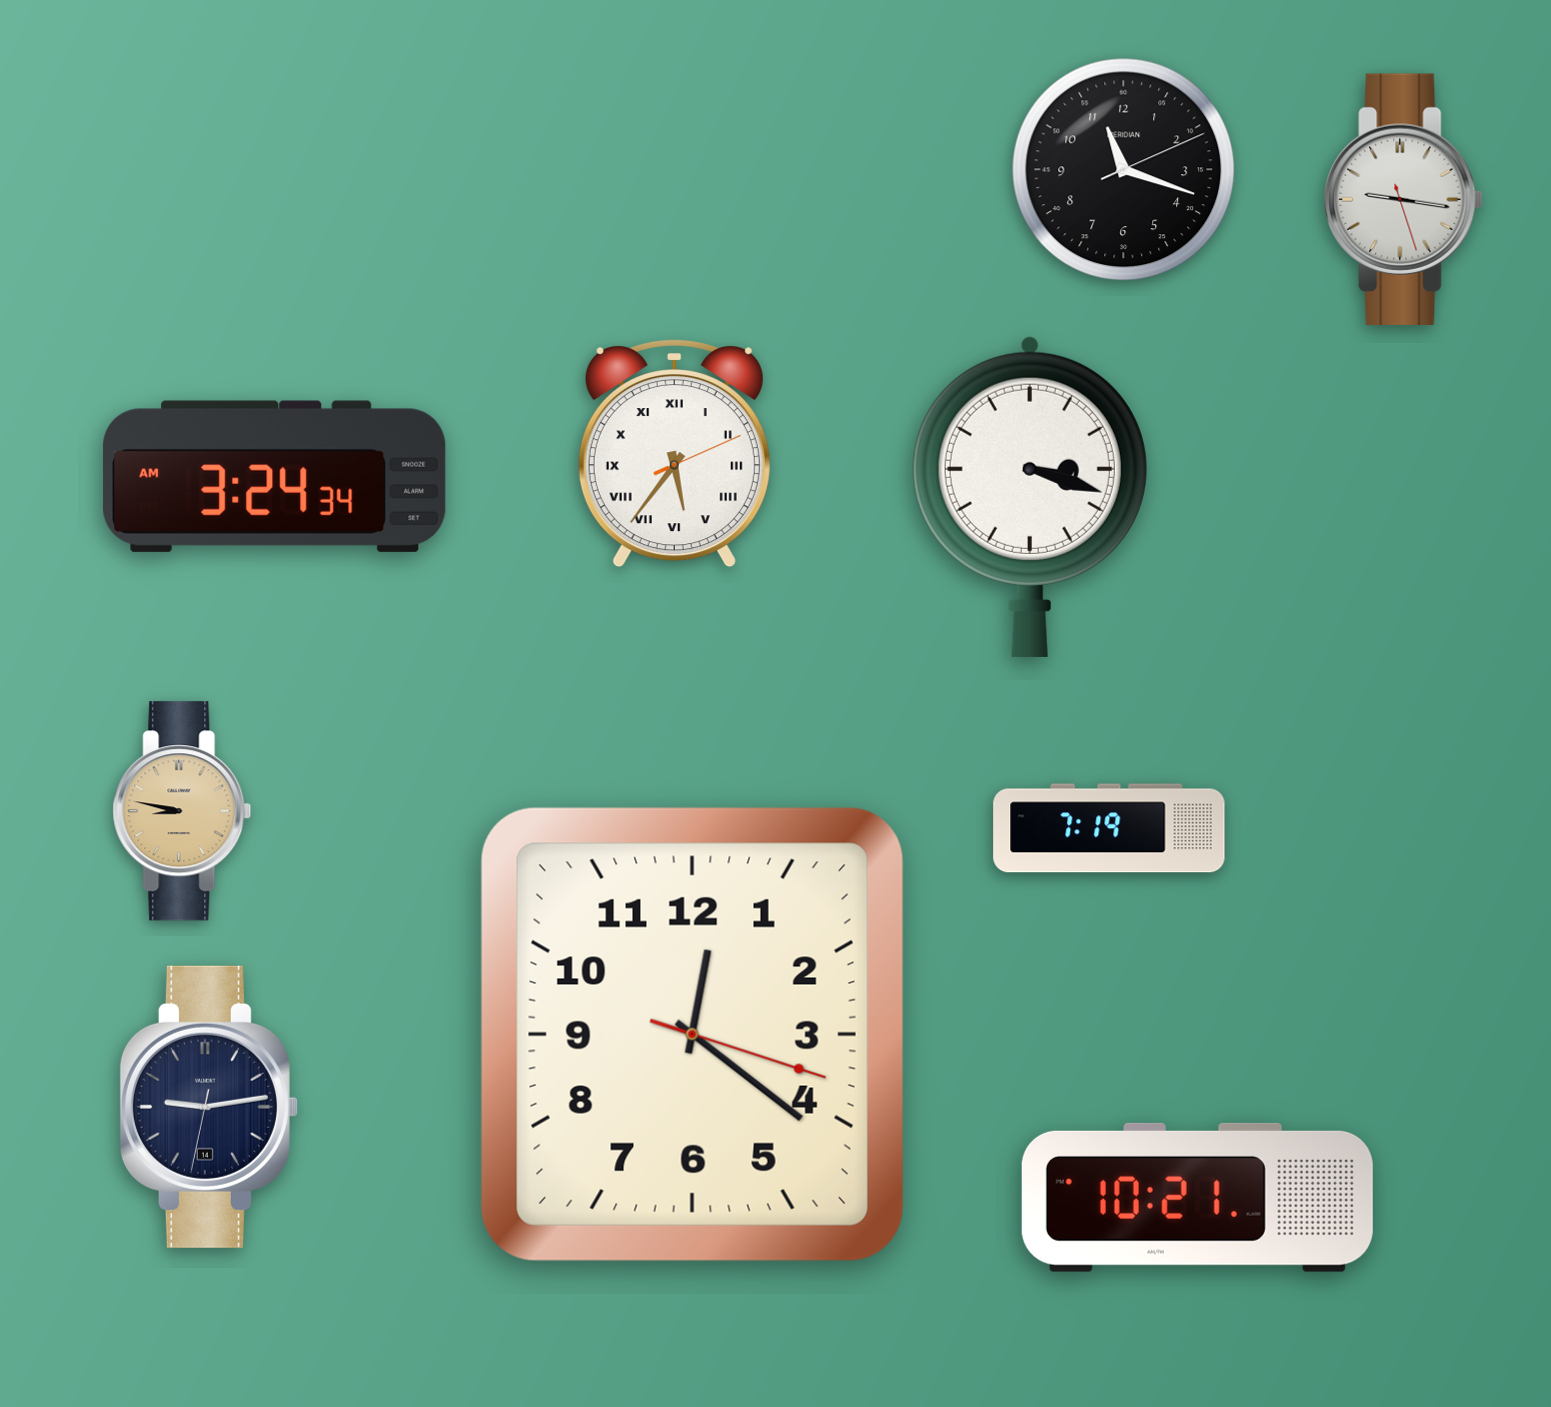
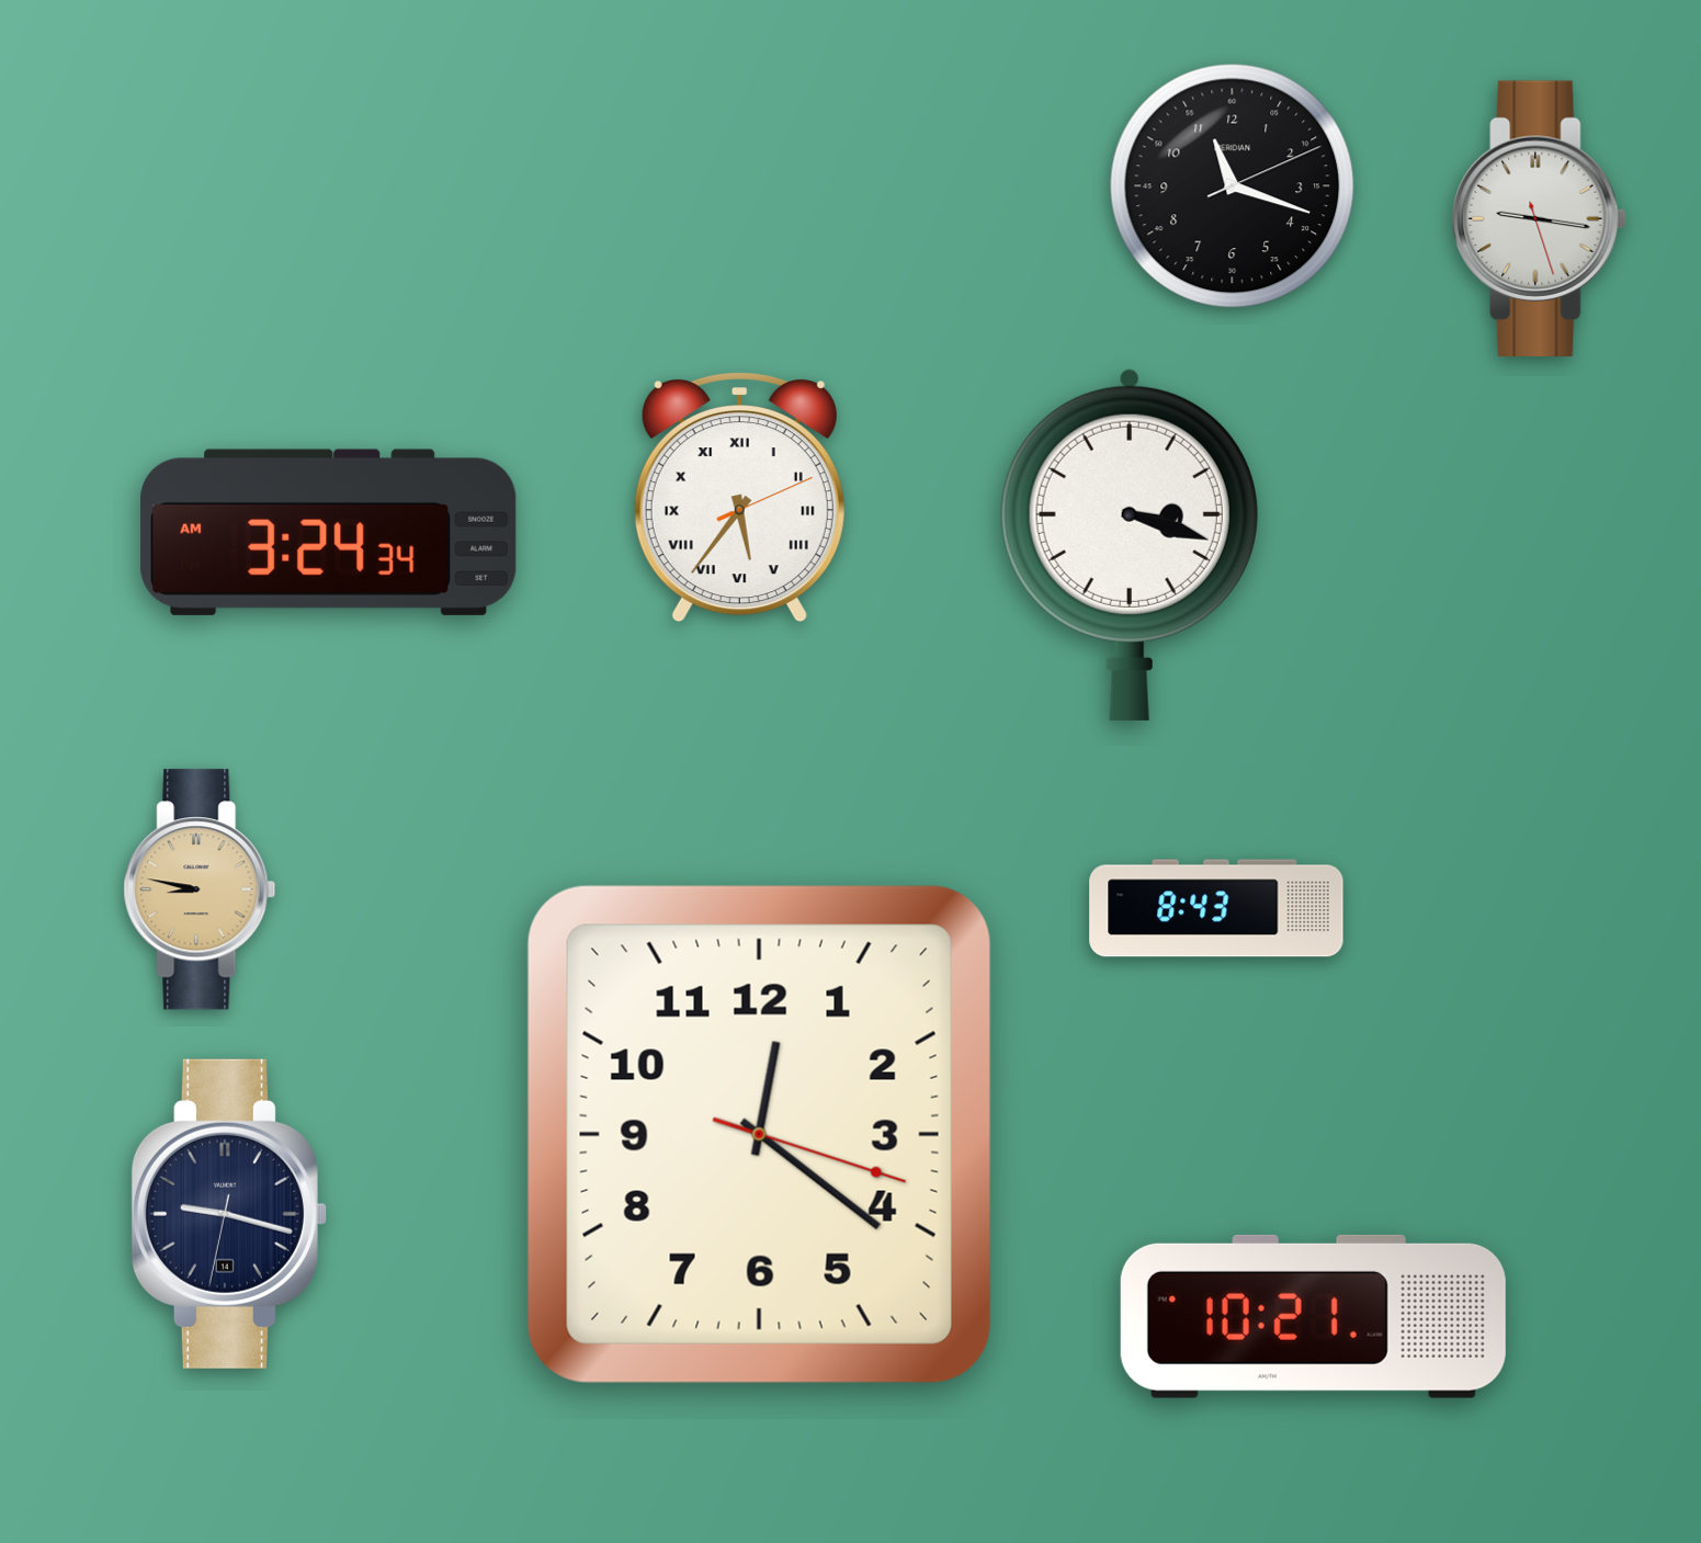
clock at (275, 476) position: (275, 476) -> (329, 532)
clock at (1109, 828): 7:19 -> 8:43
clock at (209, 1107): 9:13 -> 9:17
clock at (1197, 1197) position: (1197, 1197) -> (1313, 1316)
